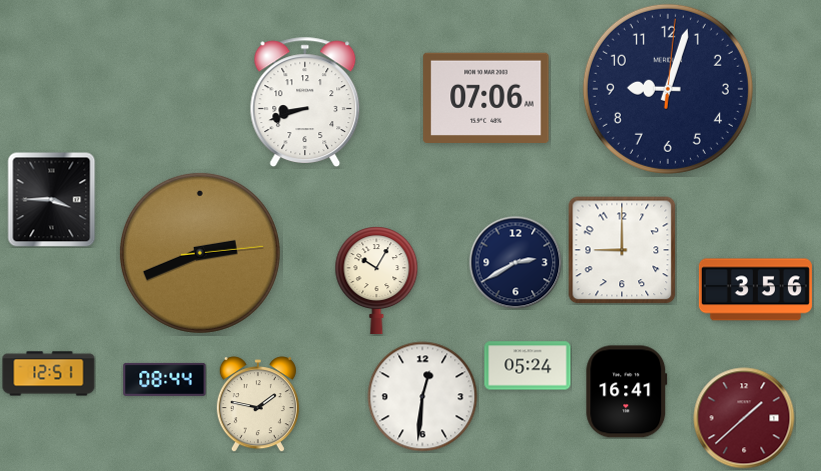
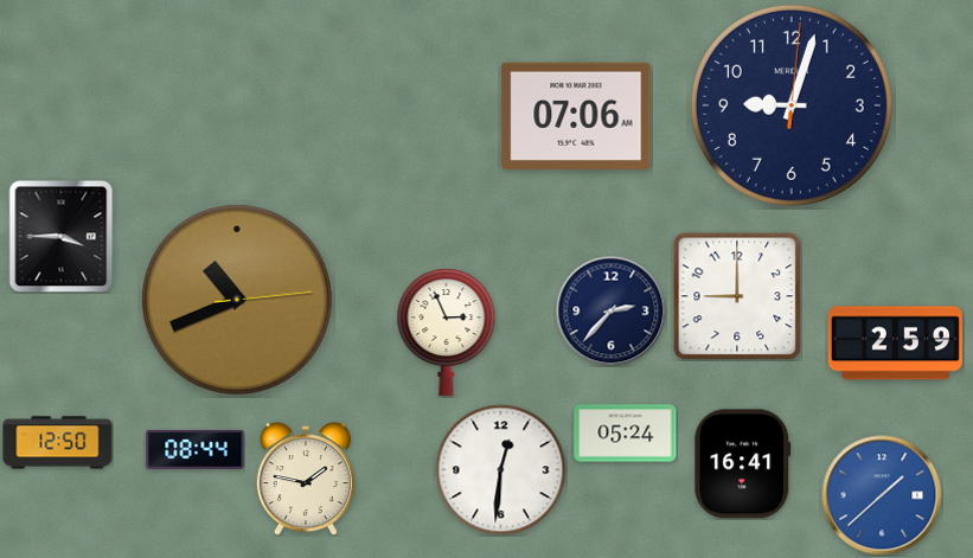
clock at (305, 101): 8:42 -> none
clock at (200, 253): 2:41 -> 10:41
clock at (515, 262): 2:40 -> 2:37
clock at (377, 281): 10:05 -> 2:56
clock at (755, 290): 3:56 -> 2:59
clock at (49, 374): 12:51 -> 12:50
clock at (744, 418) dial: burgundy -> blue
